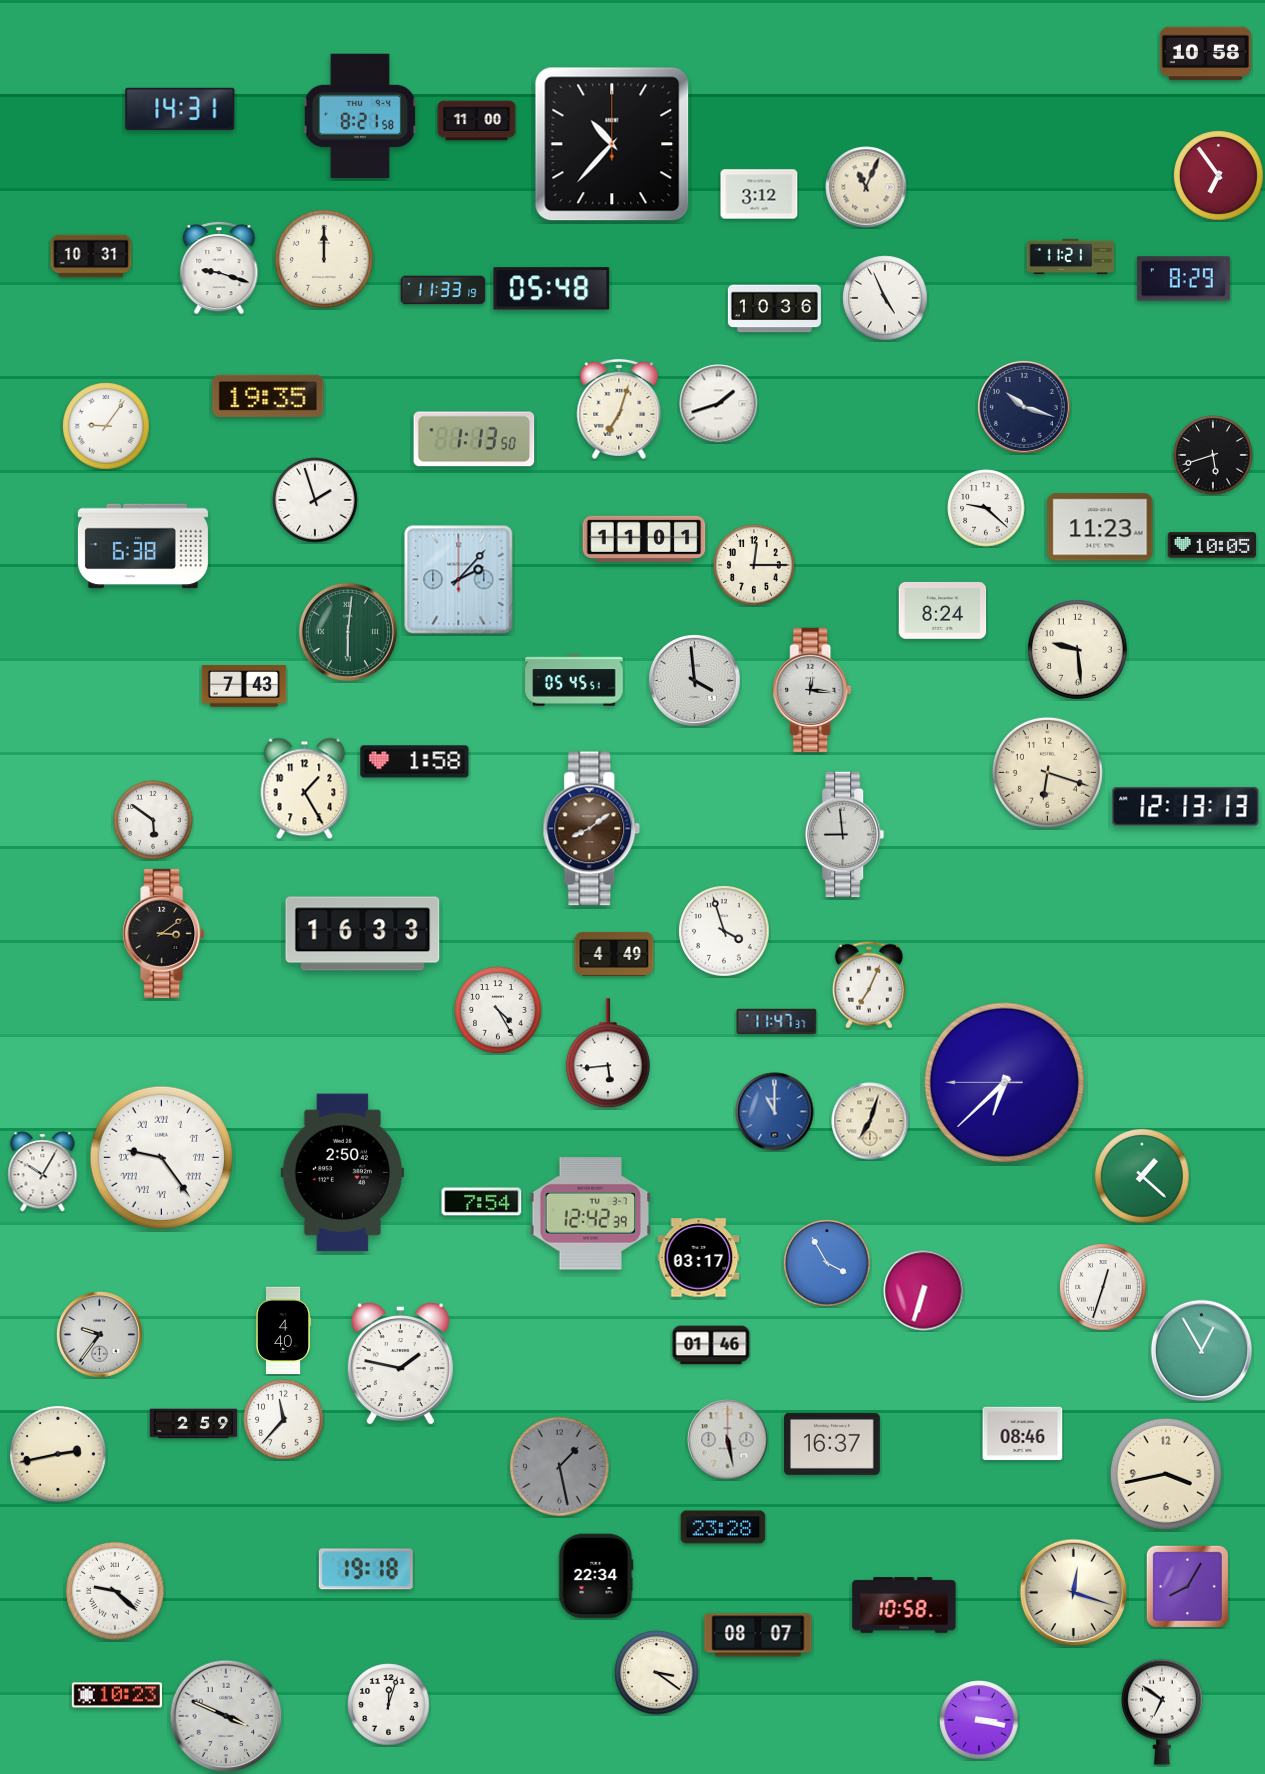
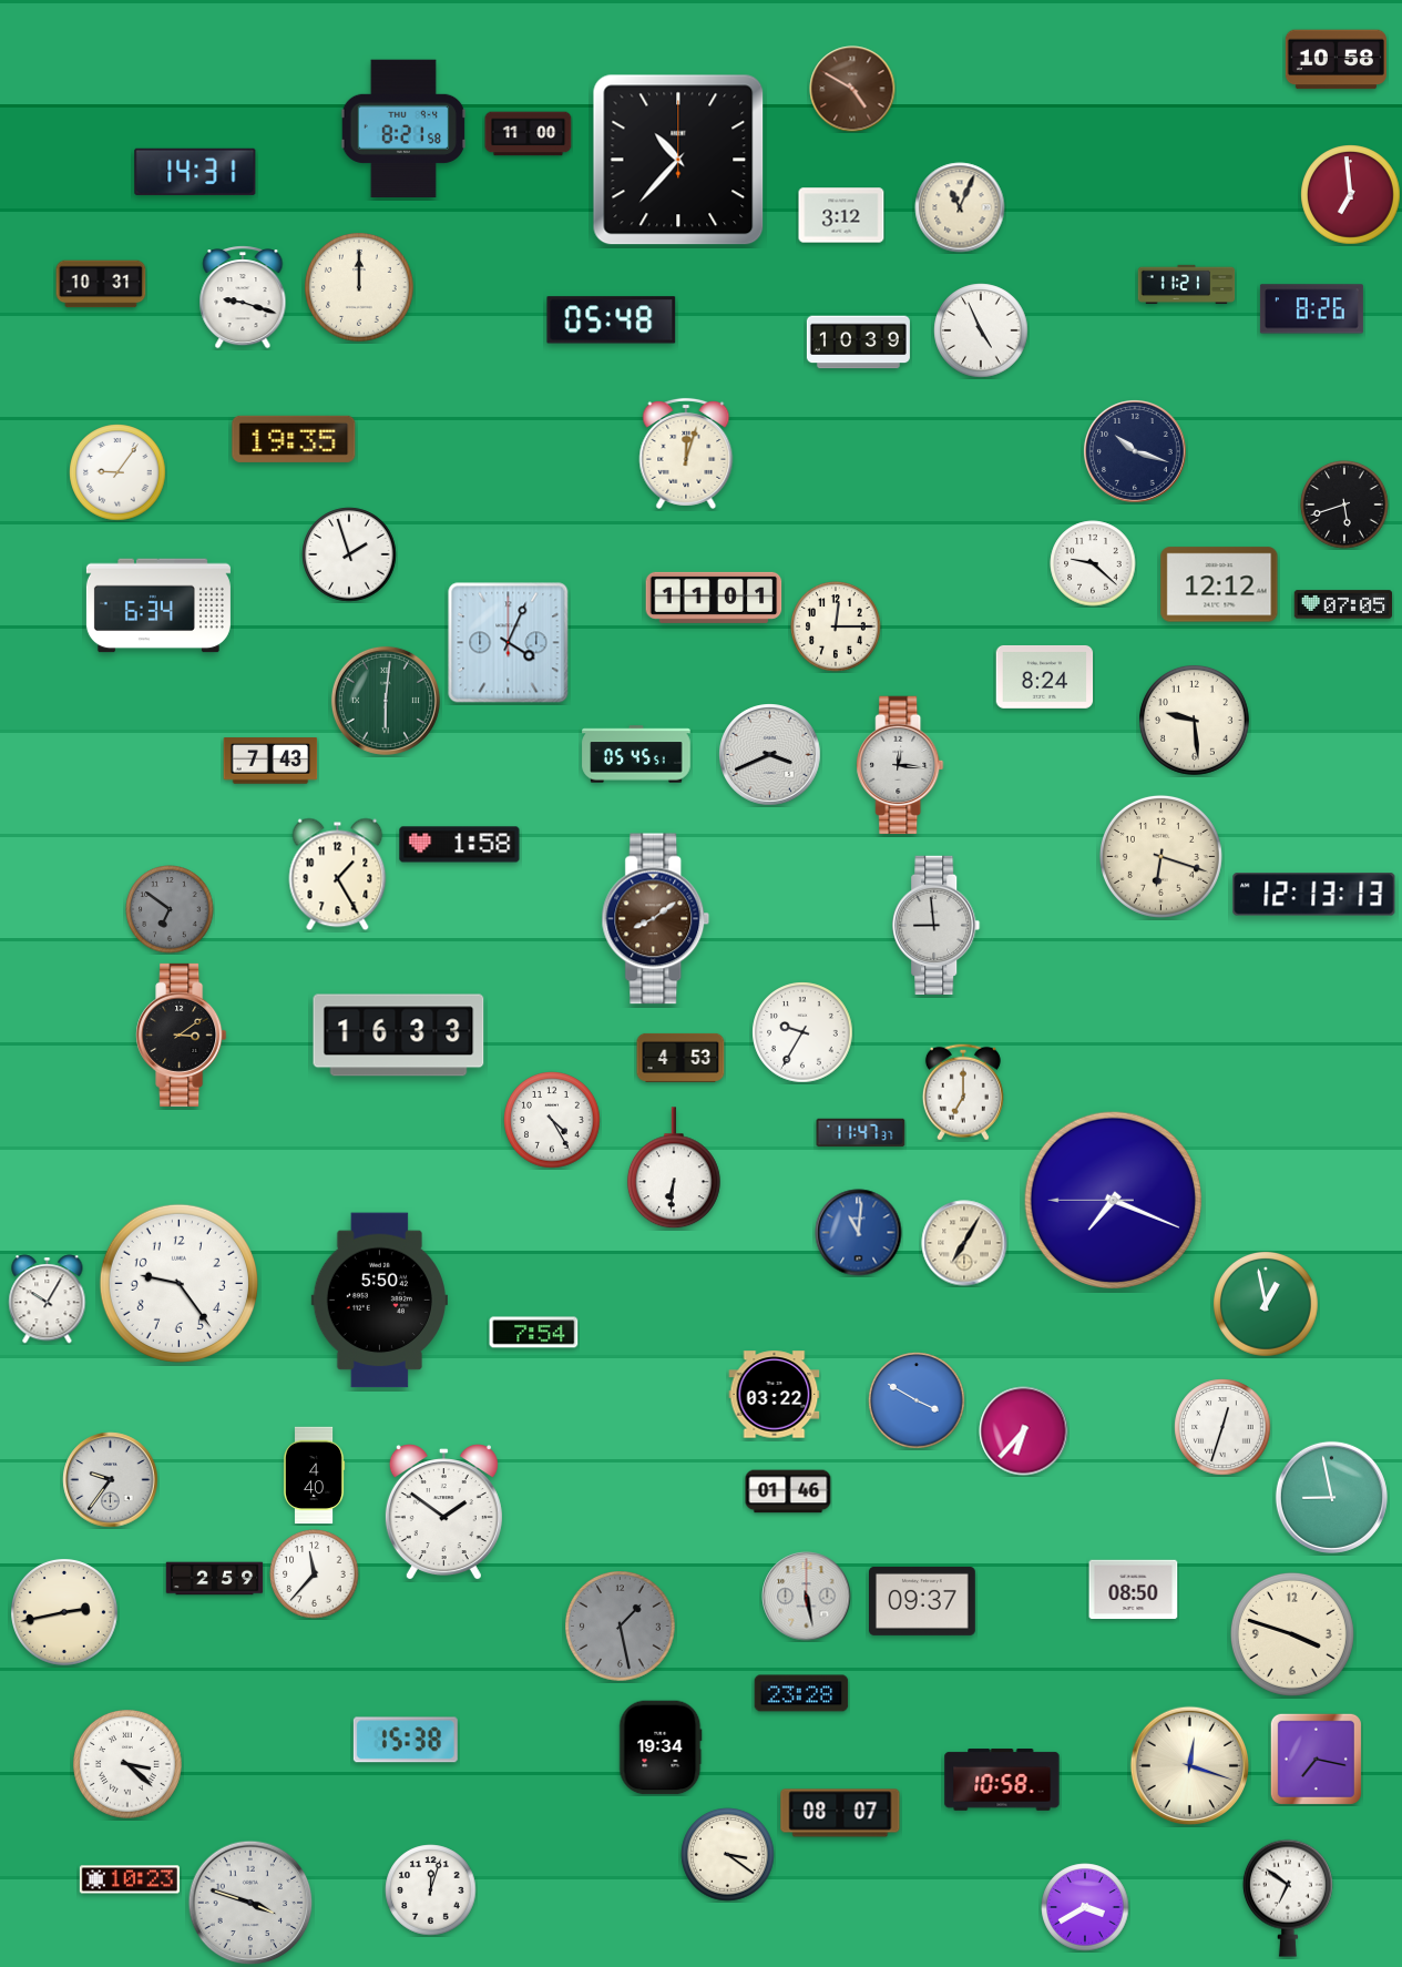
clock at (852, 89): none -> 4:50
clock at (180, 109) position: (180, 109) -> (195, 172)
clock at (359, 116) position: (359, 116) -> (402, 129)
clock at (1219, 176): 6:54 -> 6:59
clock at (1183, 279): 8:29 -> 8:26
clock at (443, 290): 11:33 -> none
clock at (774, 309): 10:36 -> 10:39
clock at (268, 396) position: (268, 396) -> (294, 439)
clock at (719, 404): 1:42 -> none
clock at (619, 409): 7:03 -> 12:03
clock at (474, 439): 1:13 -> none
clock at (1100, 527): 11:23 -> 12:12
clock at (1212, 545): 10:05 -> 07:05
clock at (143, 546): 6:38 -> 6:34
clock at (459, 580): 2:07 -> 4:04
clock at (695, 681): 3:59 -> 3:41
clock at (153, 820): 5:51 -> 6:51
clock at (153, 820) dial: white -> grey
clock at (724, 931): 3:57 -> 9:35
clock at (363, 934) position: (363, 934) -> (399, 1036)
clock at (614, 954): 4:49 -> 4:53
clock at (869, 985): 7:04 -> 7:00
clock at (608, 1054): 5:44 -> 6:31
clock at (1004, 1082): 6:37 -> 7:18
clock at (775, 1112): 11:00 -> 11:01
clock at (870, 1121): 7:03 -> 7:05
clock at (161, 1157) numerals: Roman -> Arabic
clock at (342, 1173): 2:50 -> 5:50
clock at (1143, 1177): 1:22 -> 12:58
clock at (591, 1214): 12:42 -> none
clock at (699, 1258): 03:17 -> 03:22
clock at (827, 1263): 3:55 -> 3:50
clock at (924, 1291): 6:33 -> 6:37
clock at (1201, 1350): 12:55 -> 8:58
clock at (400, 1364): 1:47 -> 1:51
clock at (1023, 1434): 08:46 -> 08:50
clock at (832, 1444): 16:37 -> 09:37
clock at (1166, 1474): 3:43 -> 3:48
clock at (366, 1569): 19:18 -> 15:38
clock at (596, 1576): 22:34 -> 19:34
clock at (1187, 1586): 8:05 -> 7:17
clock at (116, 1592): 9:22 -> 3:22
clock at (226, 1716): 3:49 -> 3:48
clock at (979, 1720): 3:17 -> 3:40
